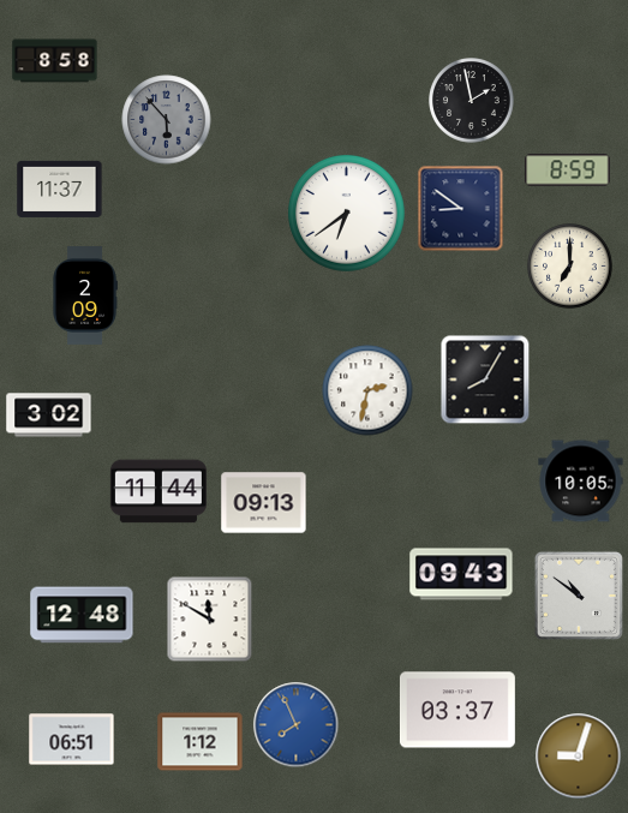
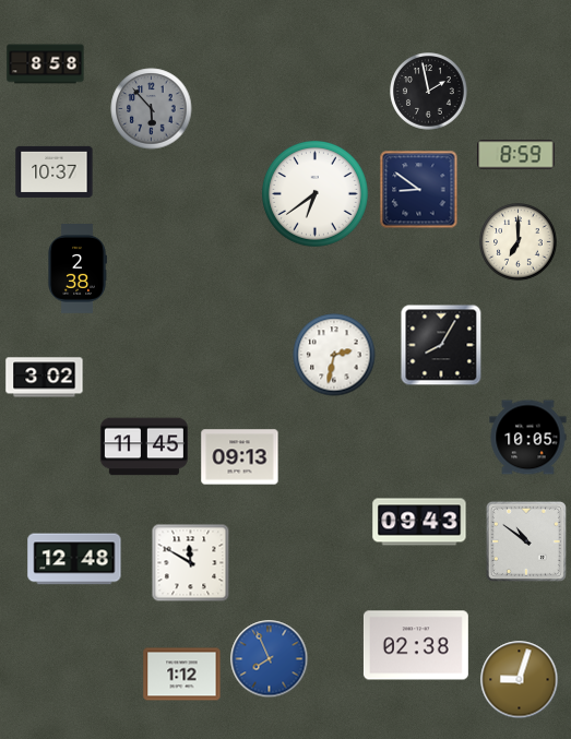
clock at (55, 61) position: (55, 61) -> (46, 64)
clock at (60, 189): 11:37 -> 10:37
clock at (85, 297): 2:09 -> 2:38
clock at (159, 491): 11:44 -> 11:45
clock at (457, 710): 03:37 -> 02:38
clock at (72, 740): 06:51 -> none
clock at (579, 757) position: (579, 757) -> (520, 680)
